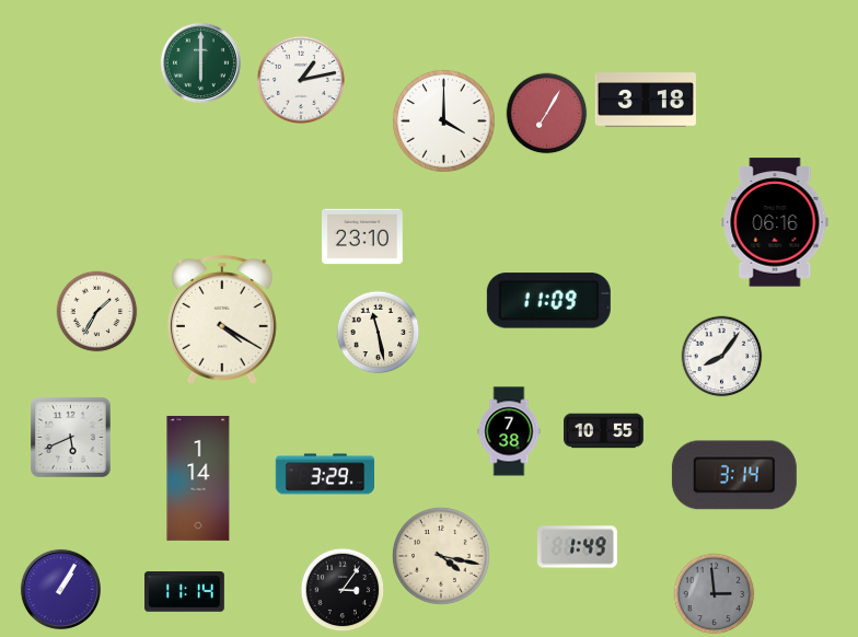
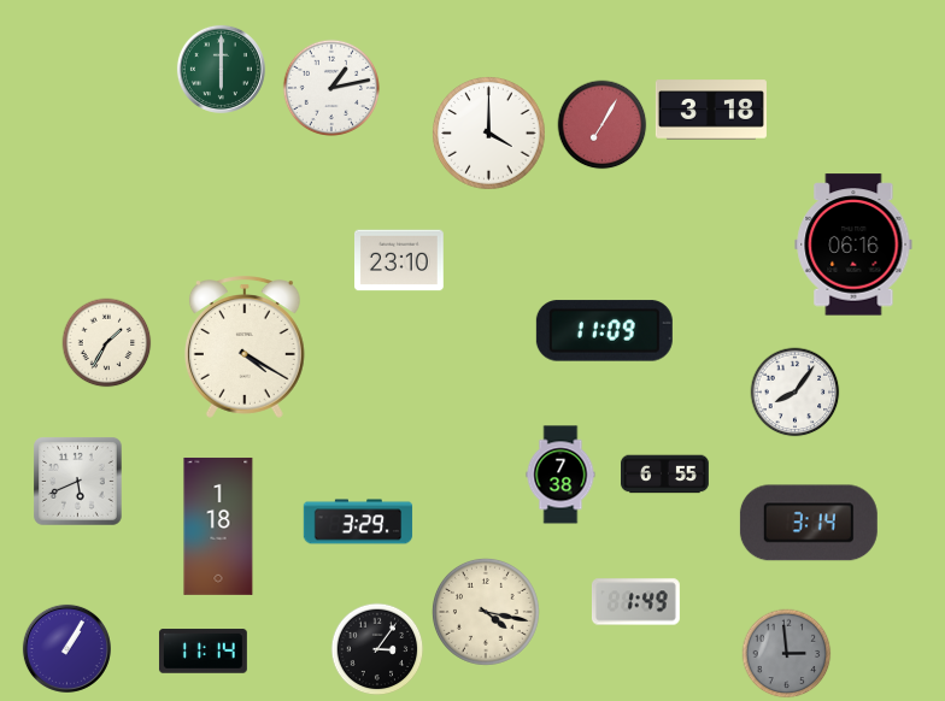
clock at (222, 320) position: (222, 320) -> (245, 347)
clock at (379, 333): 11:28 -> none
clock at (604, 431): 10:55 -> 6:55
clock at (198, 478): 1:14 -> 1:18
